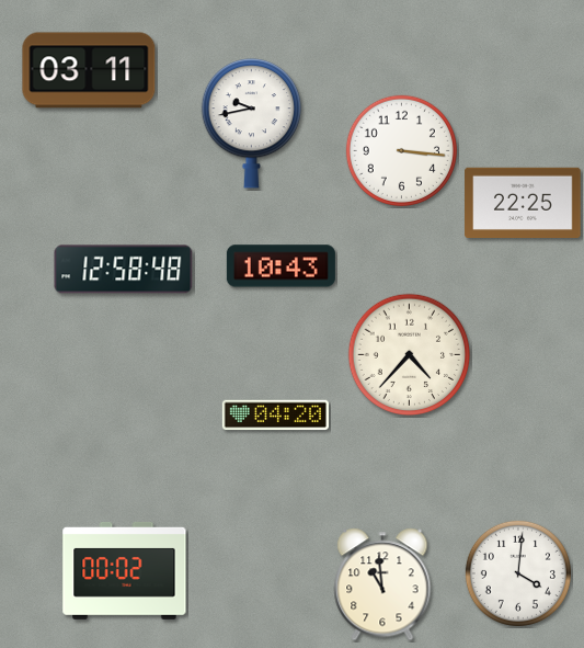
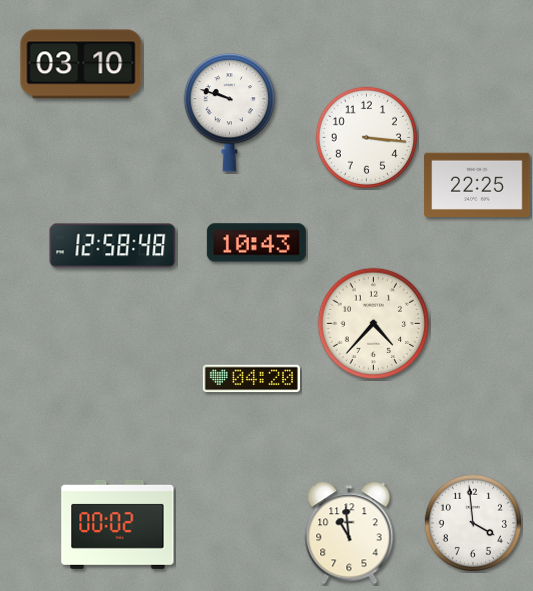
clock at (89, 70): 03:11 -> 03:10
clock at (252, 124): 9:43 -> 9:48
clock at (125, 571) position: (125, 571) -> (118, 525)
clock at (518, 573): 4:01 -> 3:59
